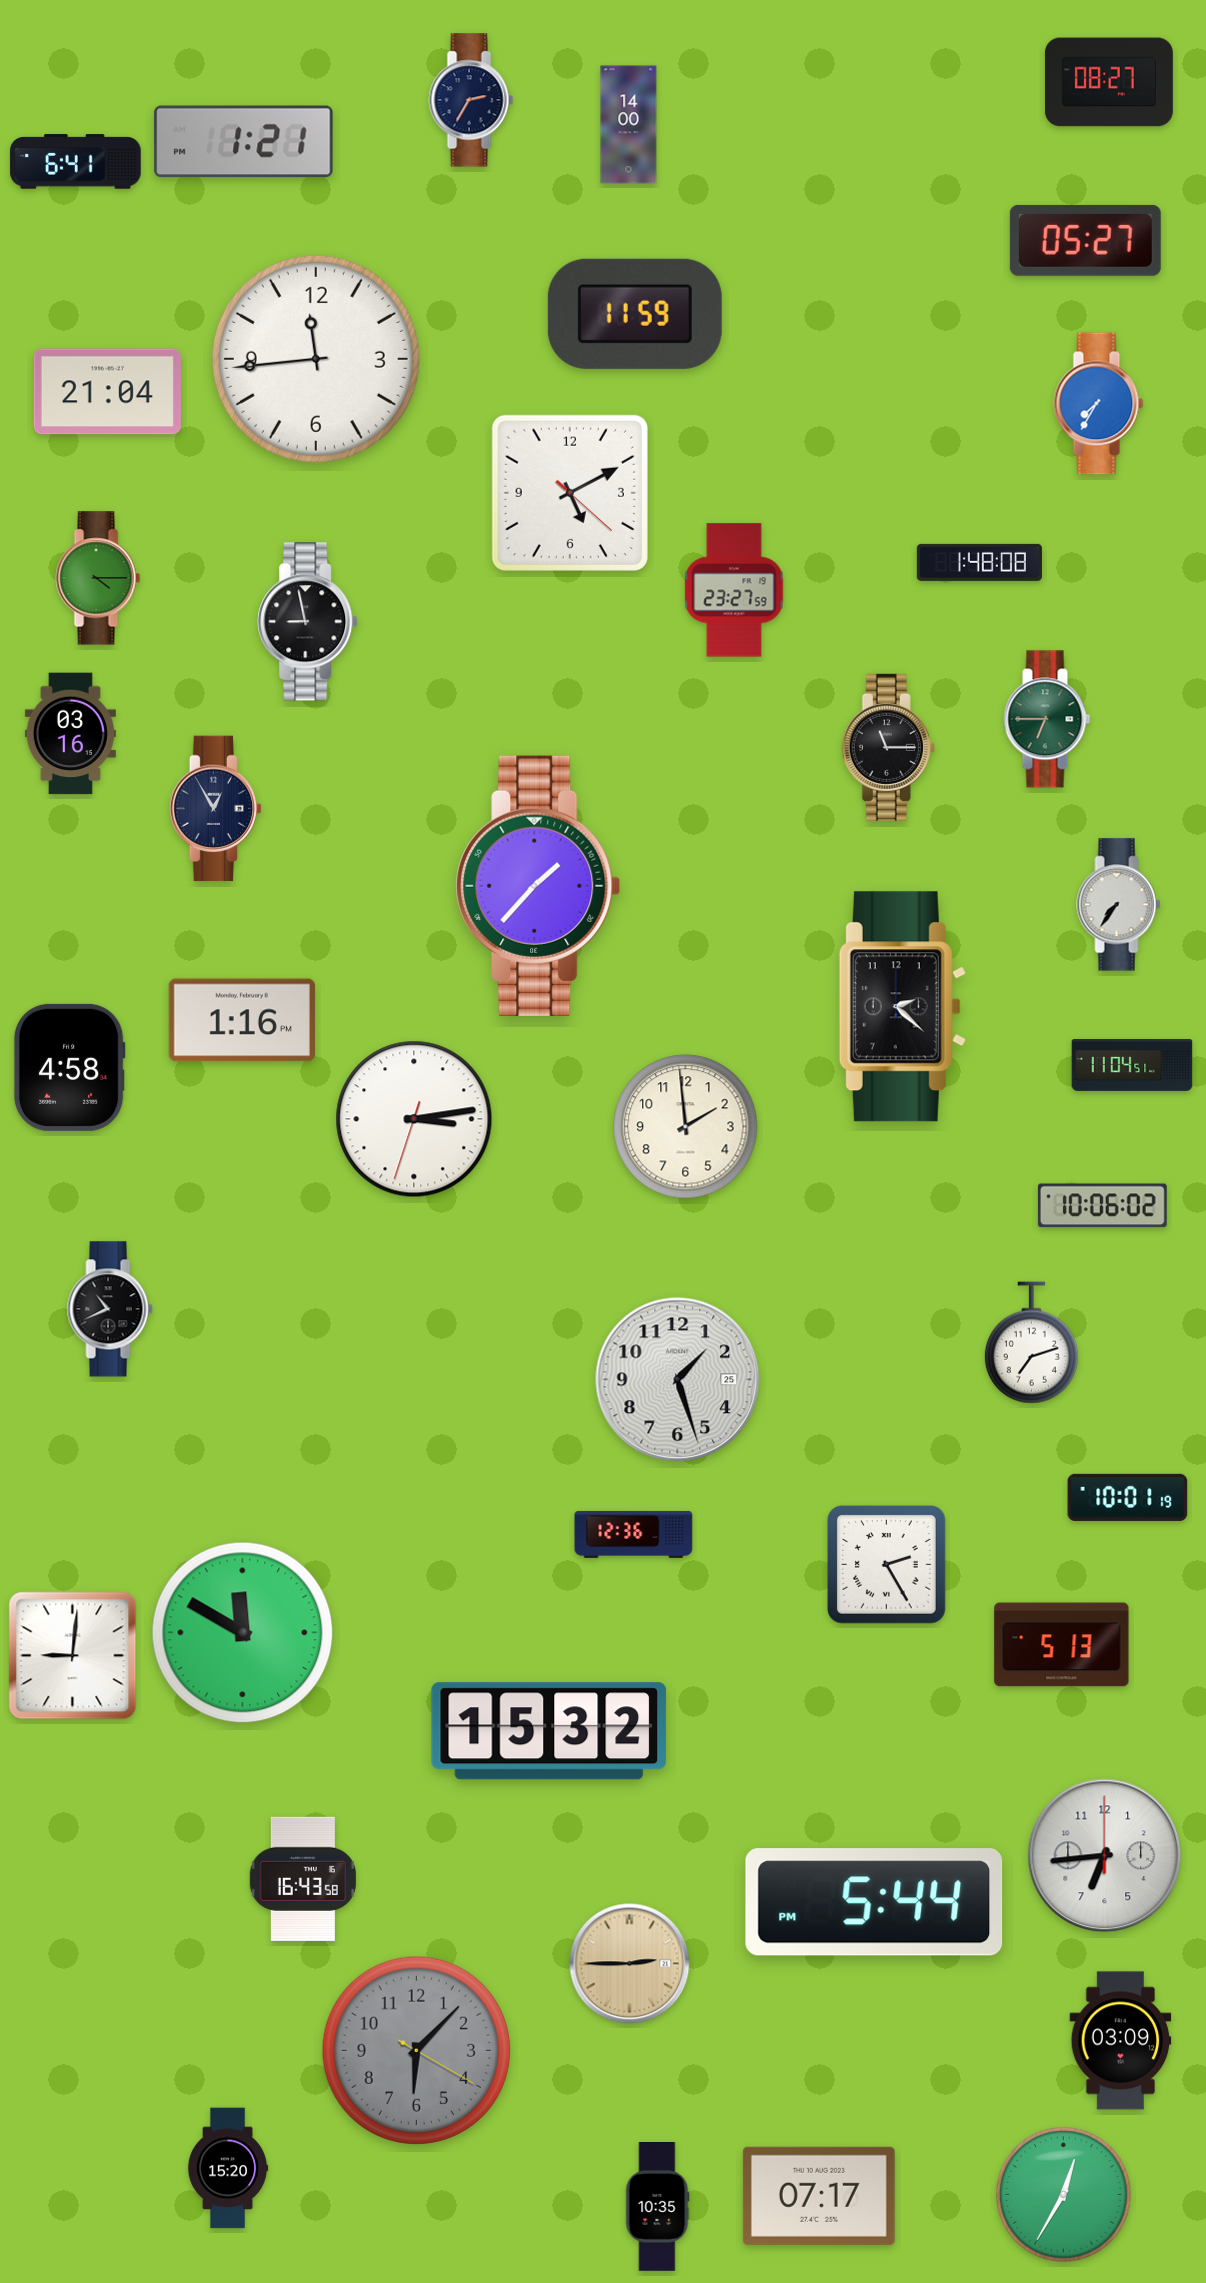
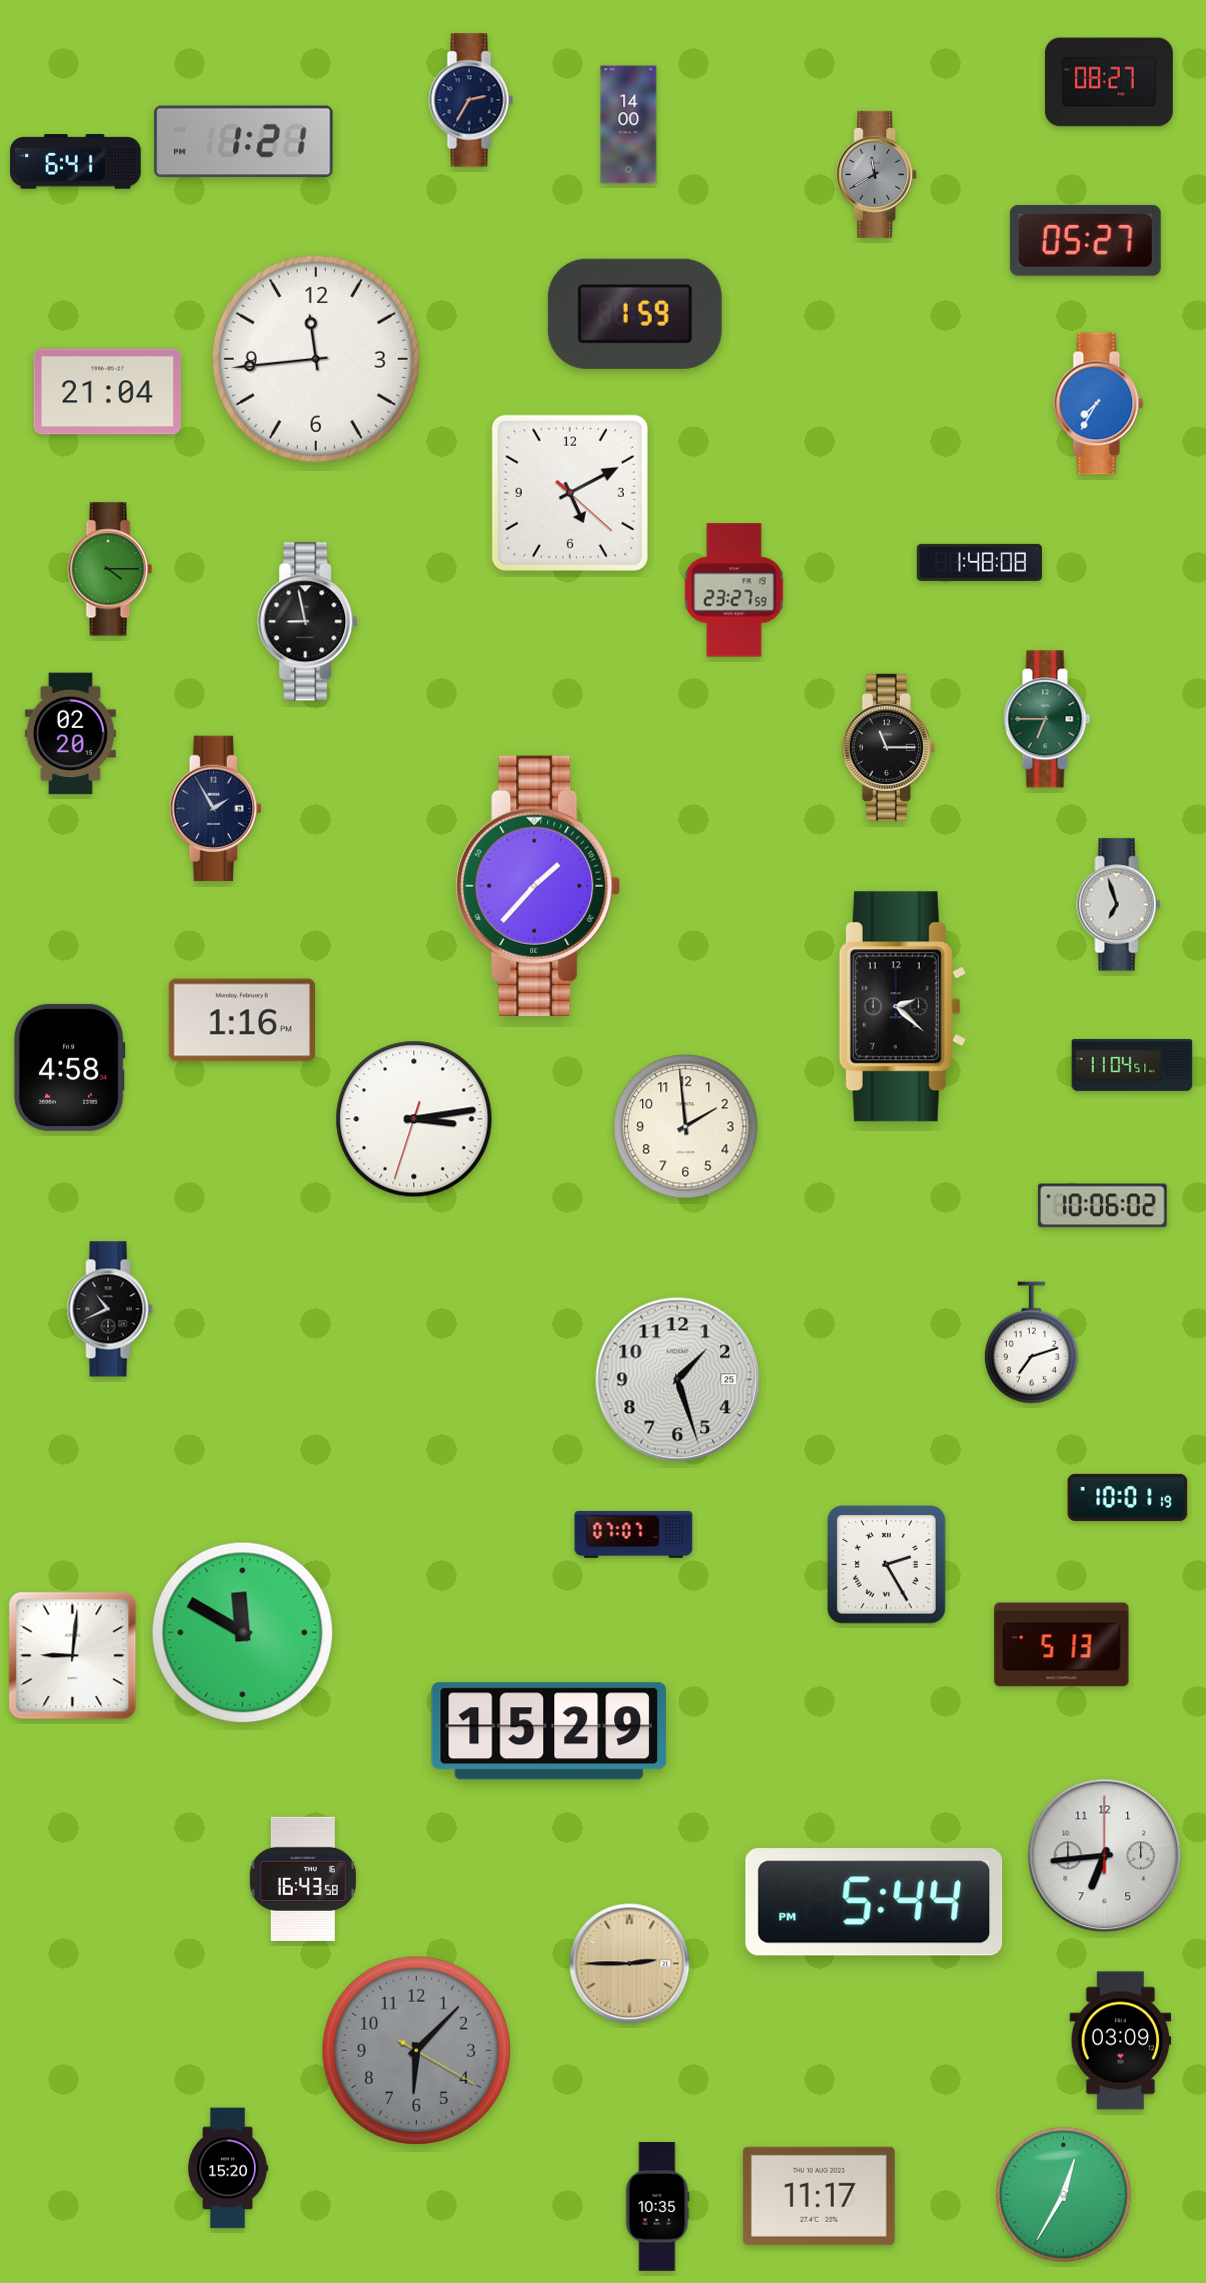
clock at (877, 174): none -> 11:40
clock at (635, 314): 11:59 -> 1:59
clock at (98, 578) position: (98, 578) -> (110, 569)
clock at (70, 734): 03:16 -> 02:20
clock at (215, 809): 12:55 -> 1:55
clock at (1119, 905): 7:36 -> 6:57
clock at (634, 1534): 12:36 -> 07:07
clock at (549, 1731): 15:32 -> 15:29
clock at (819, 2196): 07:17 -> 11:17
